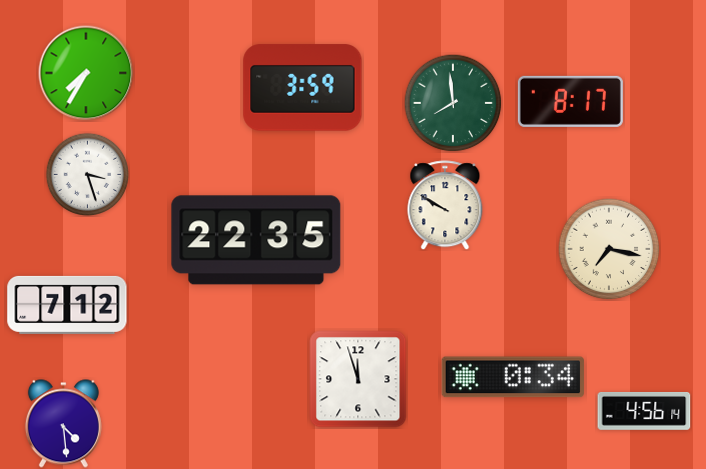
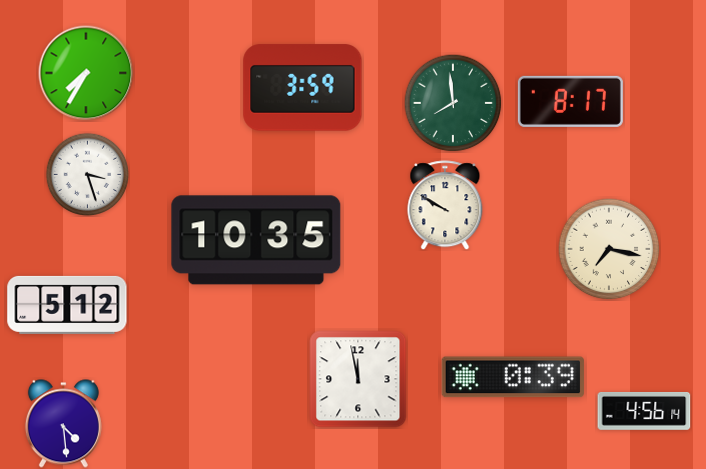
clock at (256, 240): 22:35 -> 10:35
clock at (67, 305): 7:12 -> 5:12
clock at (513, 377): 0:34 -> 0:39
clock at (358, 379): 11:57 -> 11:58
